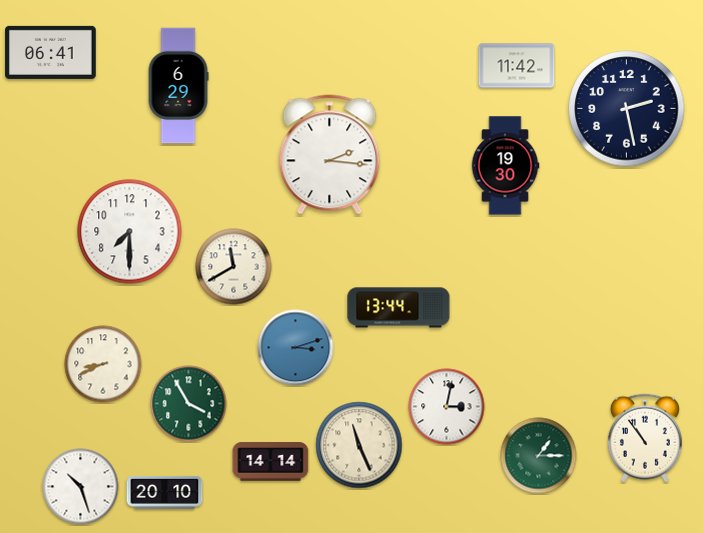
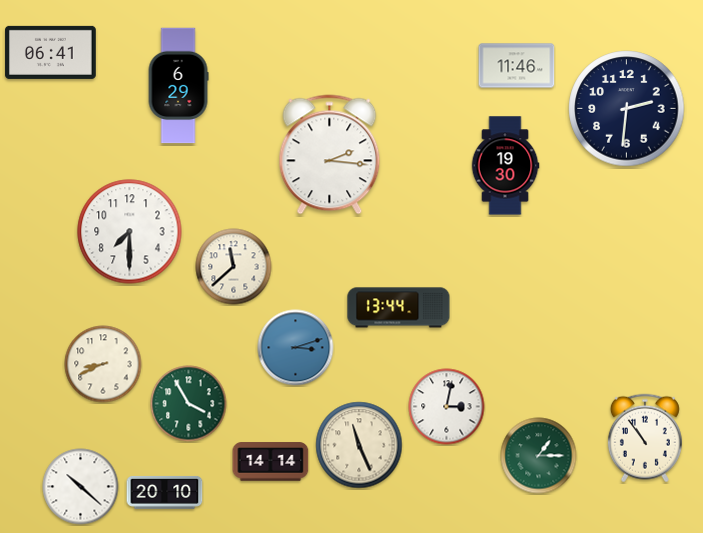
clock at (517, 66): 11:42 -> 11:46
clock at (627, 109): 2:28 -> 2:31
clock at (234, 267): 11:40 -> 11:38
clock at (81, 487): 10:27 -> 10:22
